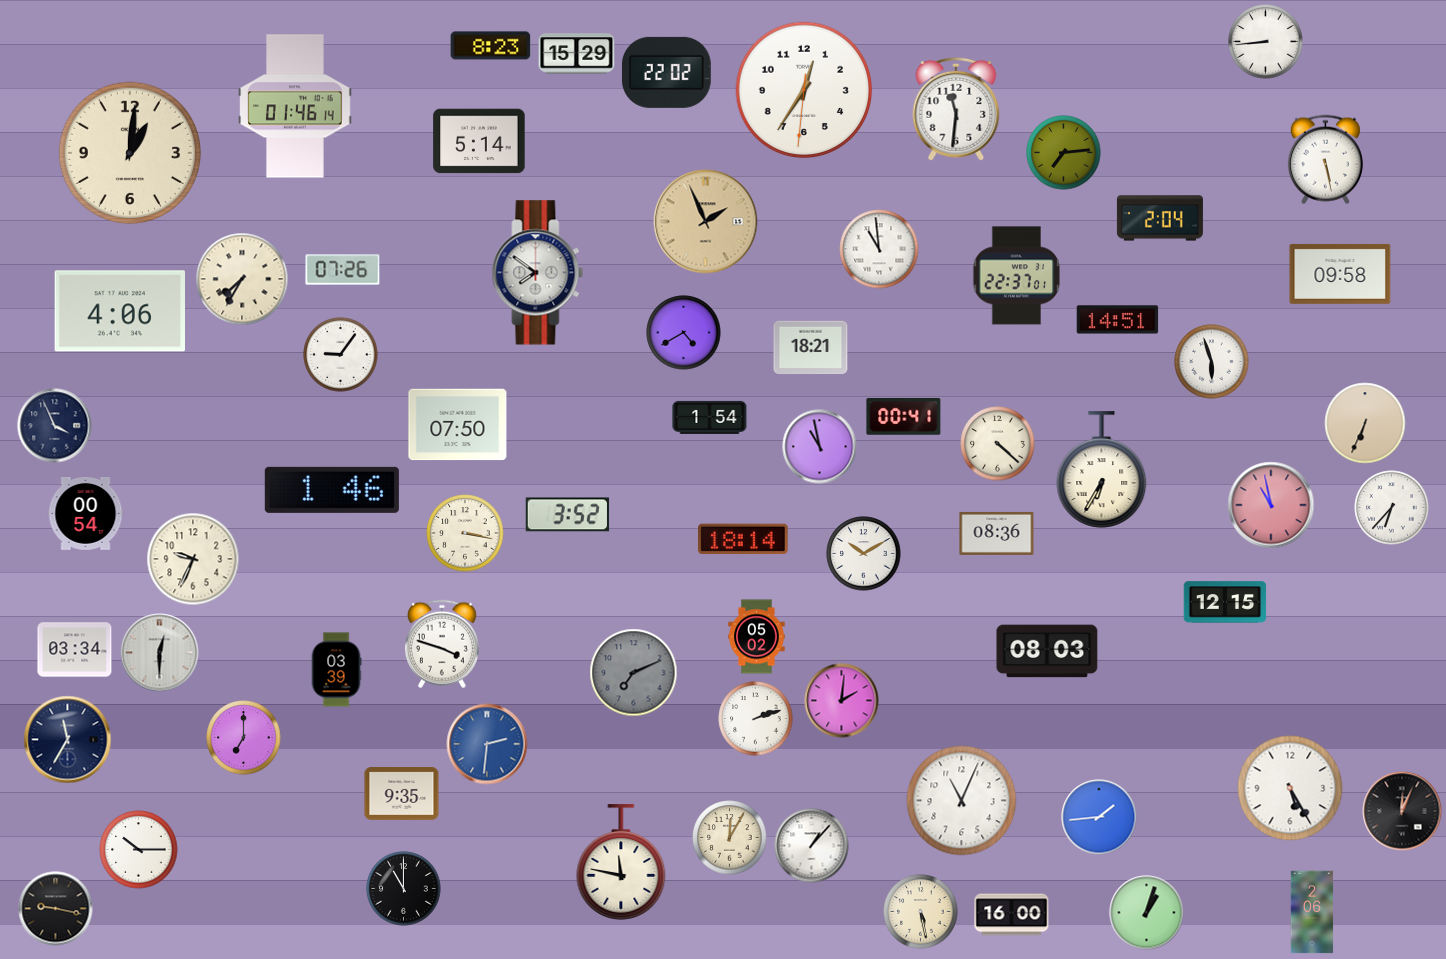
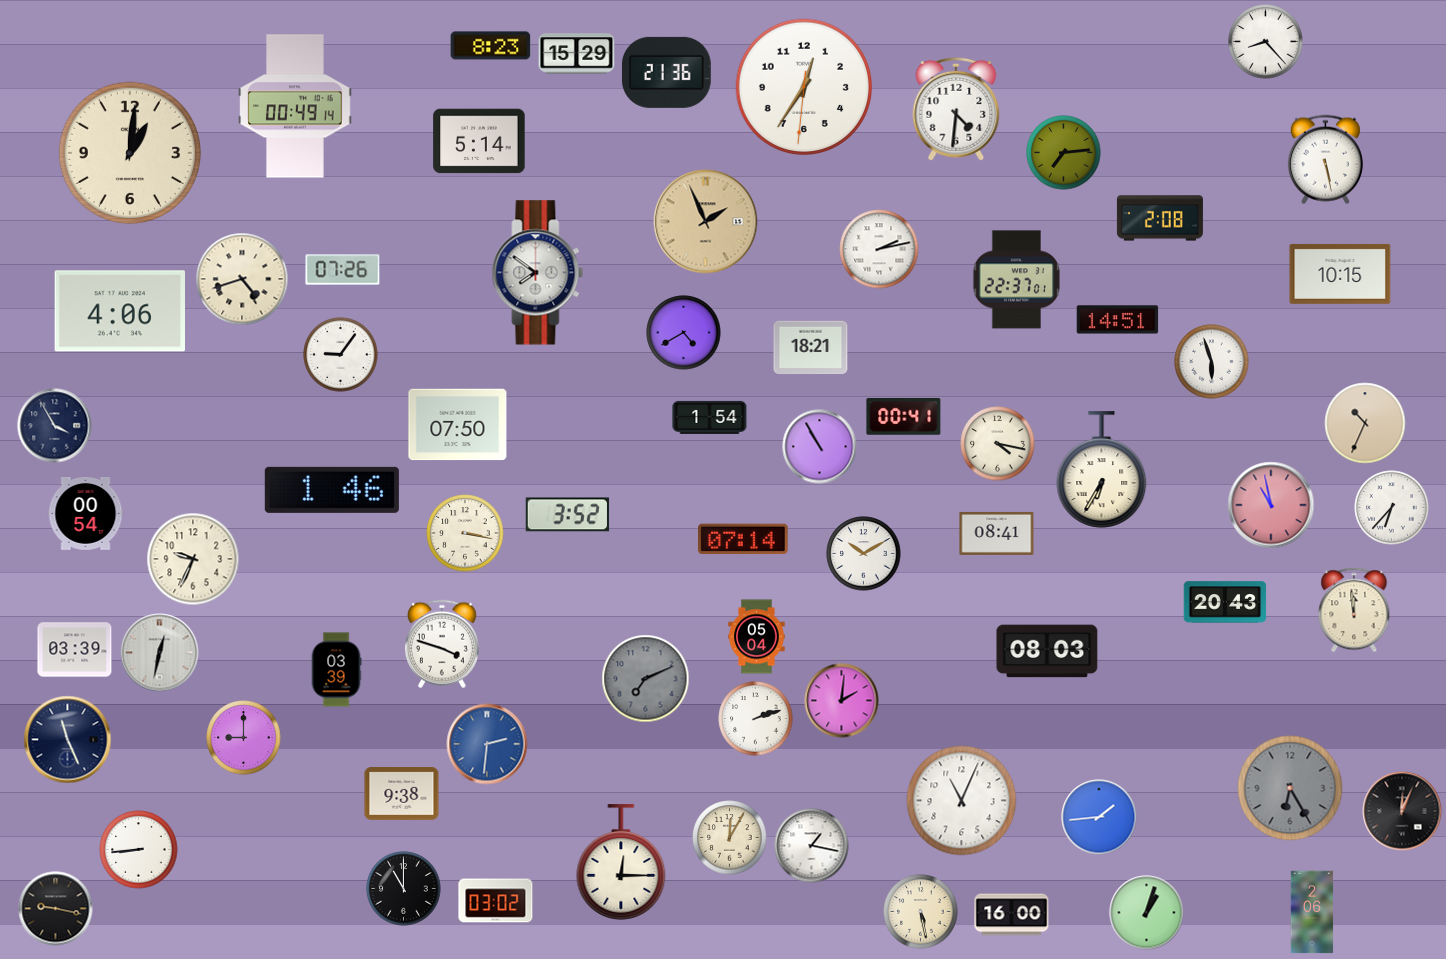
clock at (1266, 42): 8:44 -> 8:23
clock at (666, 72): 22:02 -> 21:36
clock at (804, 90) position: (804, 90) -> (804, 87)
clock at (295, 106): 01:46 -> 00:49
clock at (956, 109): 11:31 -> 4:31
clock at (1160, 218): 2:04 -> 2:08
clock at (879, 249): 10:59 -> 2:13
clock at (1340, 274): 09:58 -> 10:15
clock at (1017, 276) position: (1017, 276) -> (1017, 280)
clock at (242, 279): 7:35 -> 4:42
clock at (1365, 423): 6:34 -> 10:34
clock at (55, 426): 3:56 -> 3:55
clock at (998, 444): 4:22 -> 4:17
clock at (820, 447): 10:58 -> 10:55
clock at (997, 533): 08:36 -> 08:41
clock at (743, 539): 18:14 -> 07:14
clock at (1225, 602): 12:15 -> 20:43
clock at (1354, 610): none -> 11:59
clock at (757, 637): 05:02 -> 05:04
clock at (75, 650): 03:34 -> 03:39
clock at (160, 653): 12:30 -> 12:32
clock at (634, 673) position: (634, 673) -> (646, 679)
clock at (244, 738): 7:00 -> 9:00
clock at (68, 740): 11:35 -> 11:26
clock at (1290, 788): 5:25 -> 6:25
clock at (1290, 788) dial: white -> grey
clock at (402, 794): 9:35 -> 9:38
clock at (812, 846): 1:07 -> 1:17
clock at (139, 850): 10:15 -> 8:44
clock at (621, 862): 11:47 -> 12:15
clock at (496, 901): none -> 03:02
